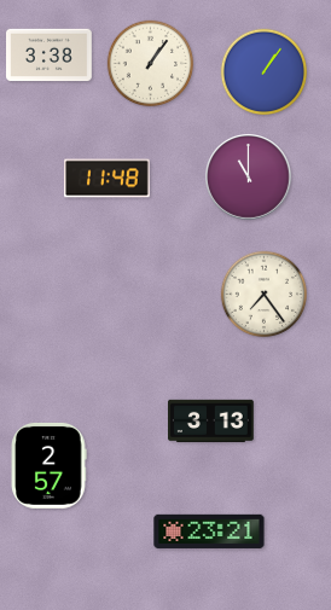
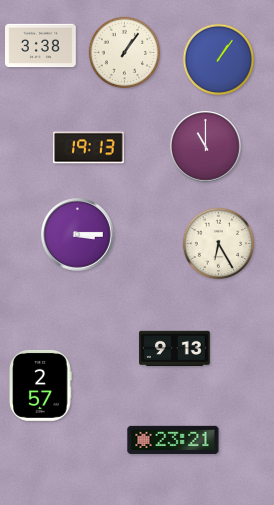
clock at (108, 179): 11:48 -> 19:13
clock at (78, 235): none -> 3:15
clock at (265, 295): 7:24 -> 6:25
clock at (211, 420): 3:13 -> 9:13
